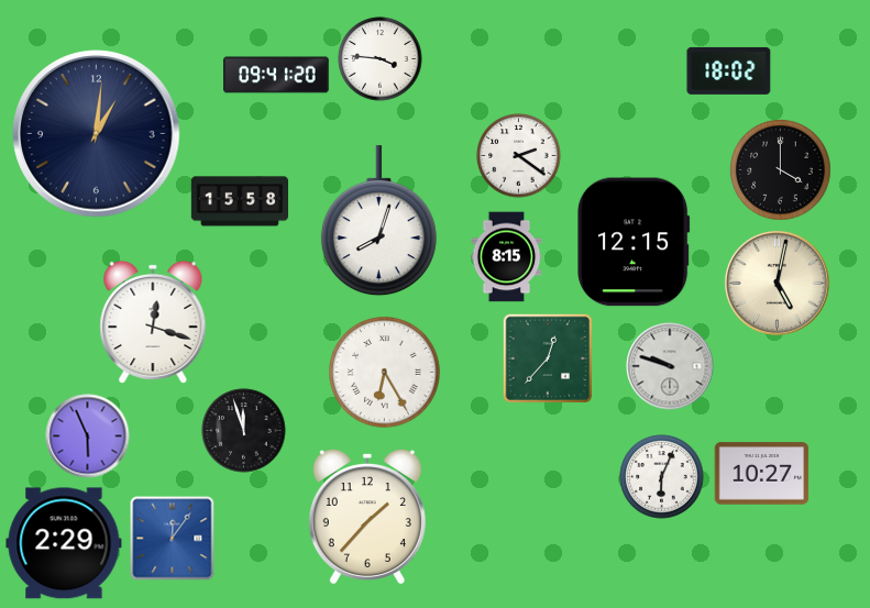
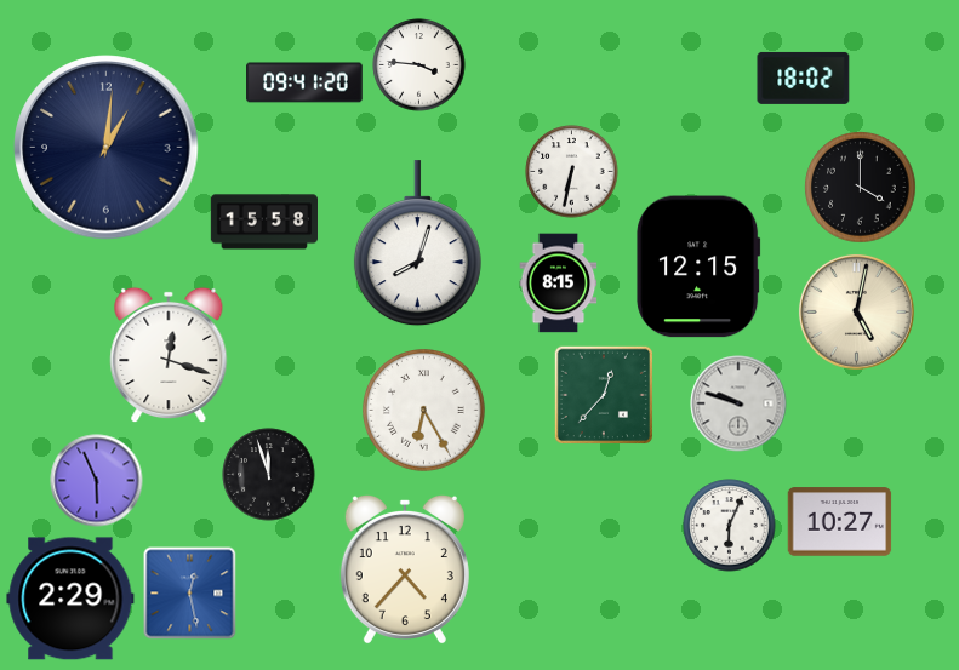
clock at (519, 156): 2:21 -> 6:32
clock at (367, 517): 1:37 -> 4:37
clock at (173, 539): 12:06 -> 12:28
